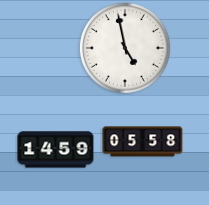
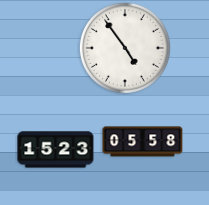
clock at (125, 48): 4:58 -> 4:54
clock at (56, 150): 14:59 -> 15:23
